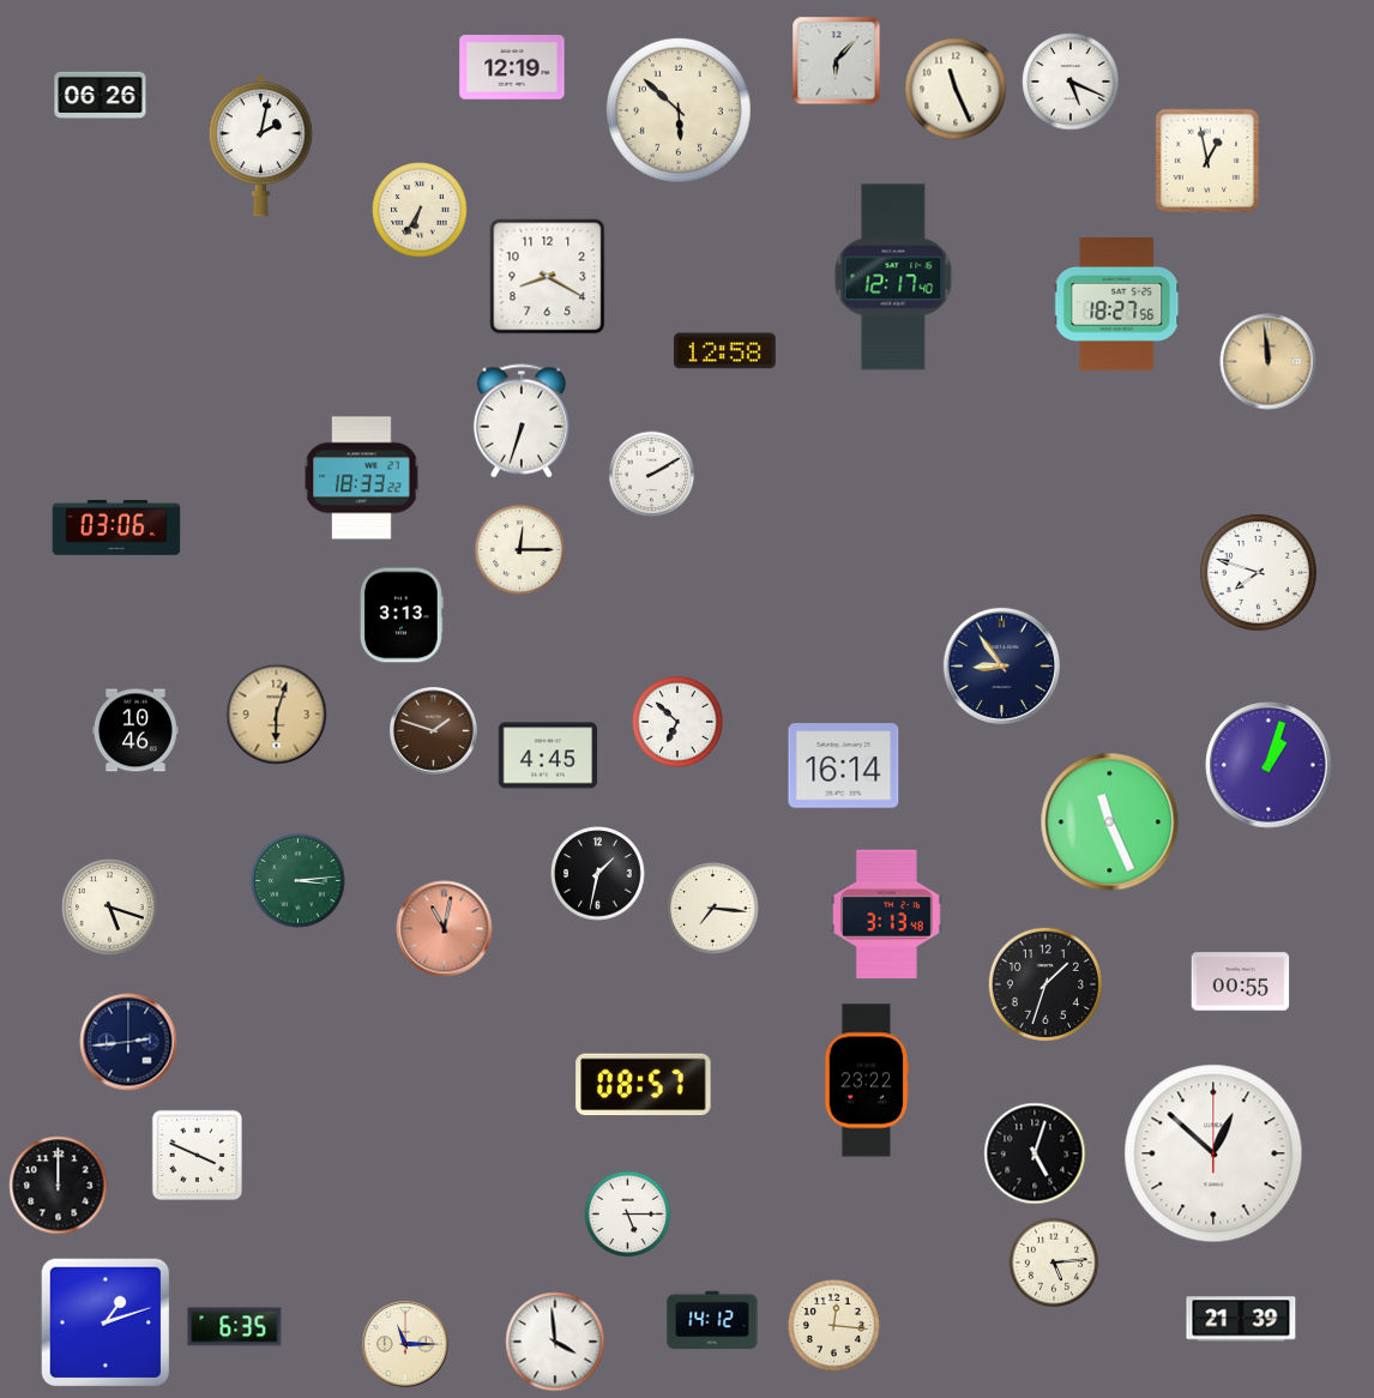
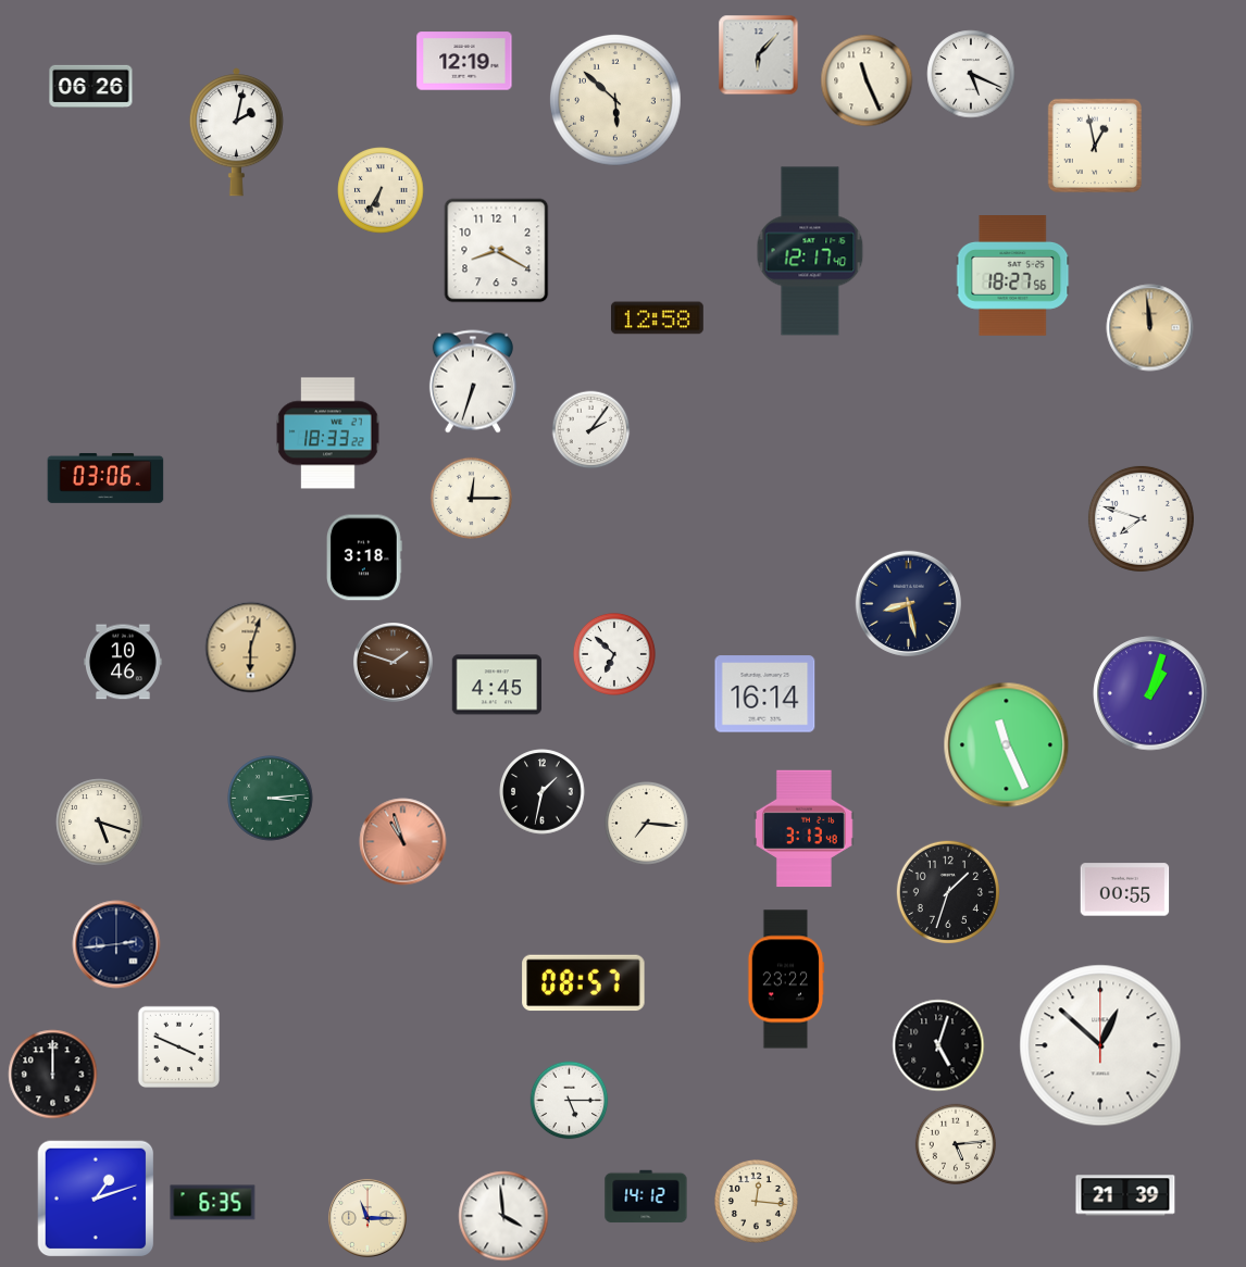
clock at (652, 475): 2:10 -> 2:06
clock at (402, 615): 3:13 -> 3:18
clock at (1001, 665): 8:54 -> 8:28
clock at (445, 929): 11:02 -> 10:57
